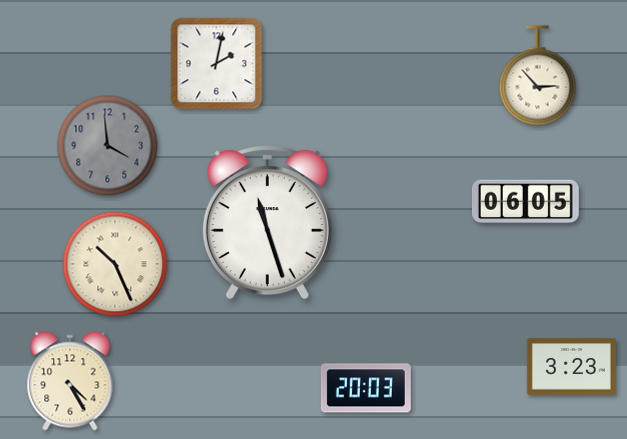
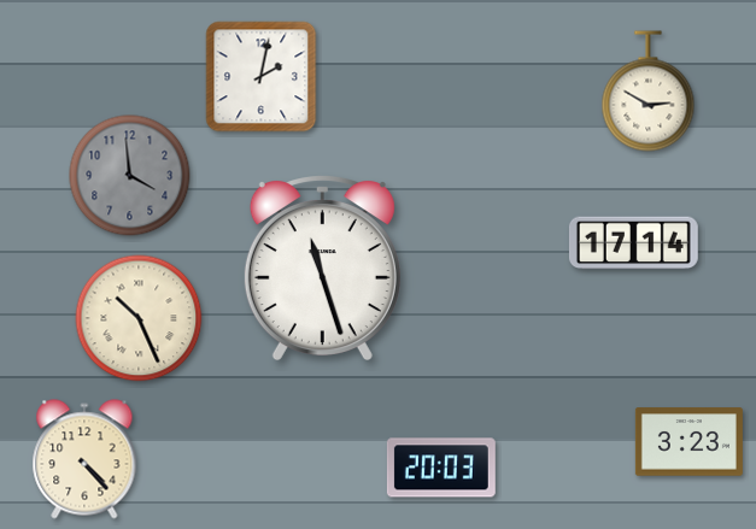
clock at (538, 76): 2:53 -> 2:50
clock at (525, 202): 06:05 -> 17:14
clock at (70, 381): 4:25 -> 4:23
